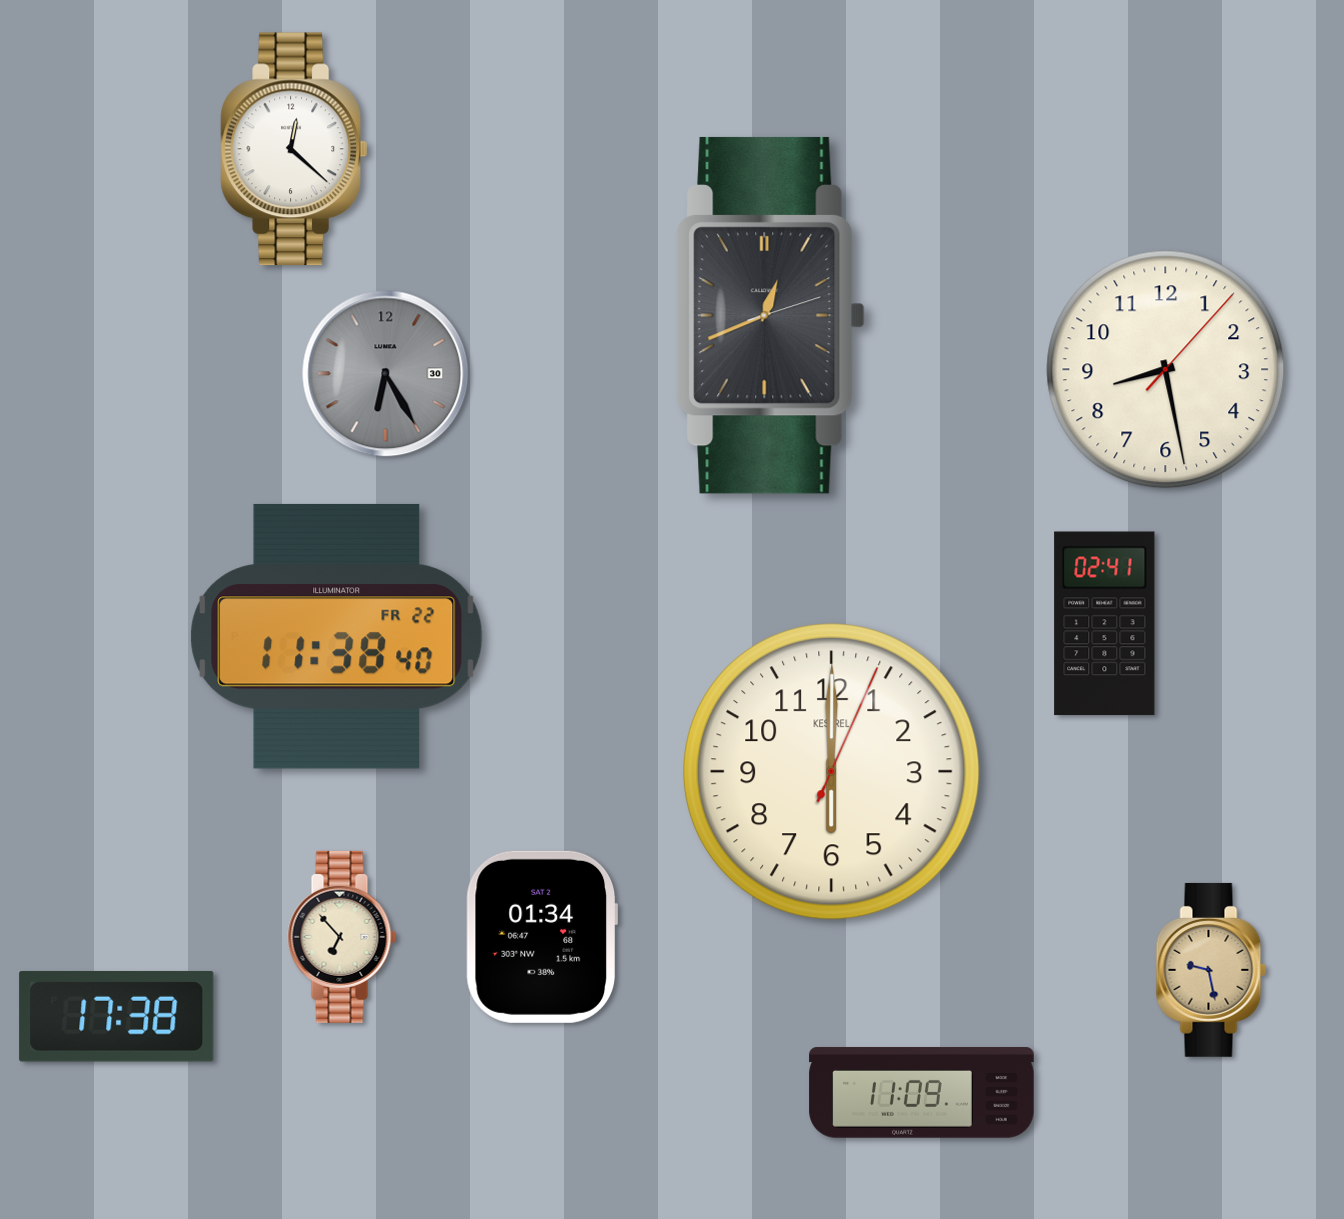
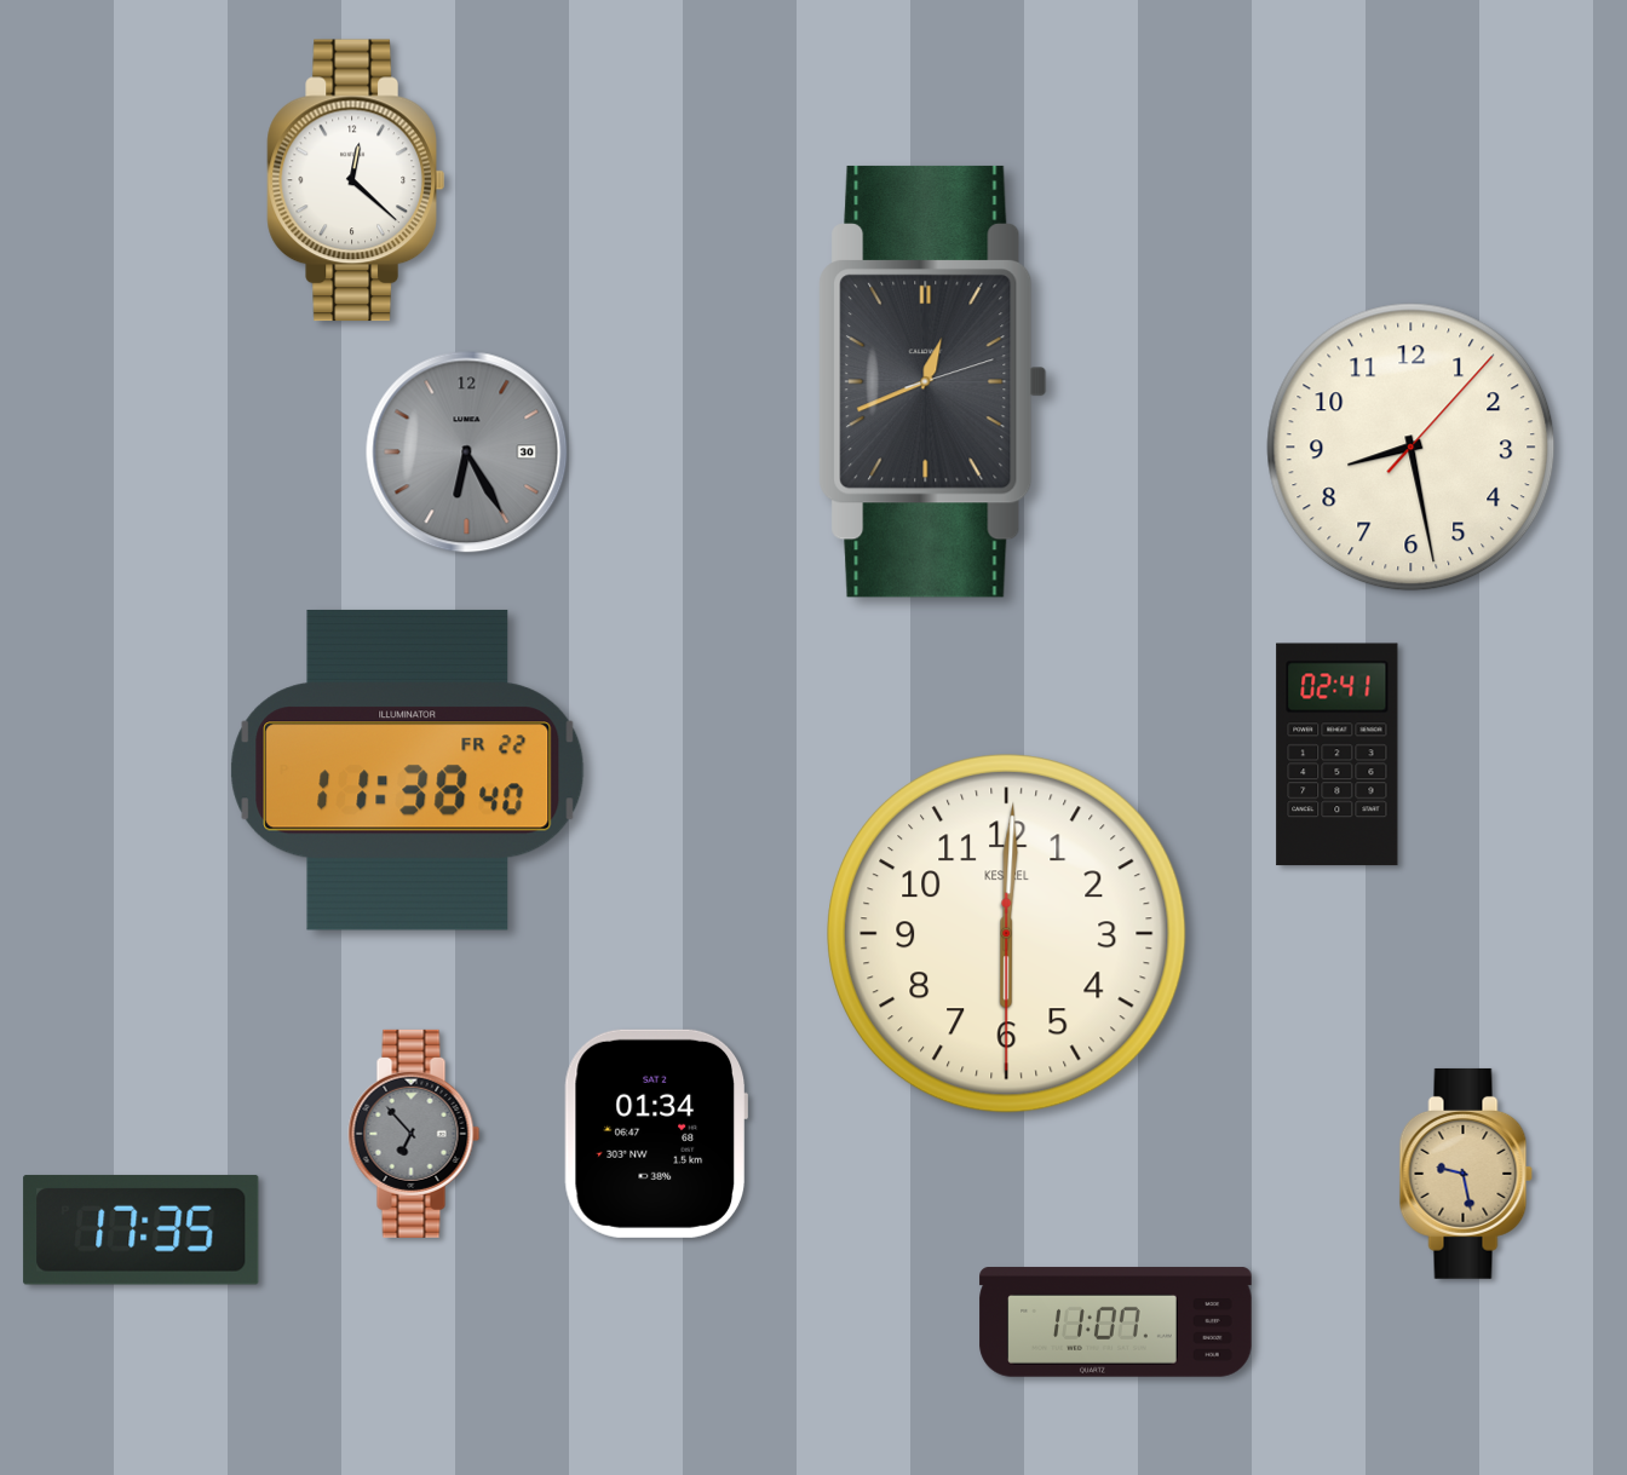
clock at (832, 772): 6:00:04 -> 6:00:30
clock at (342, 937) dial: cream -> grey
clock at (117, 1016): 17:38 -> 17:35
clock at (922, 1093): 11:09 -> 11:07
